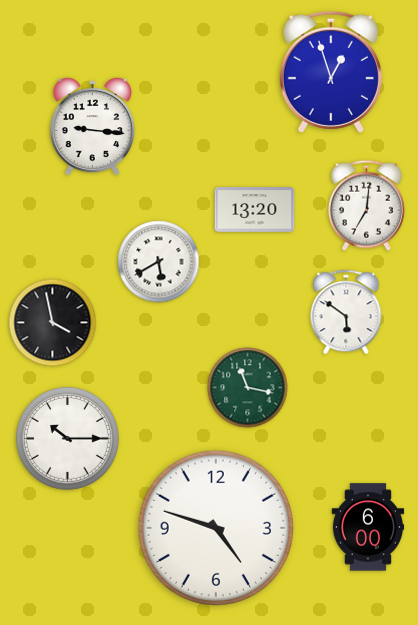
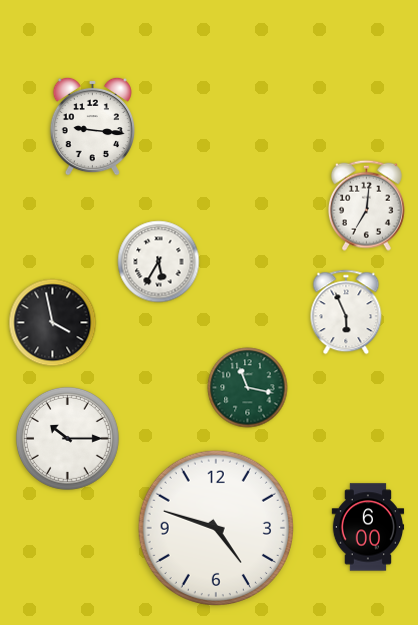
clock at (331, 72): 12:57 -> none
clock at (255, 210): 13:20 -> none
clock at (159, 262): 5:40 -> 5:35
clock at (346, 312): 5:51 -> 5:56
